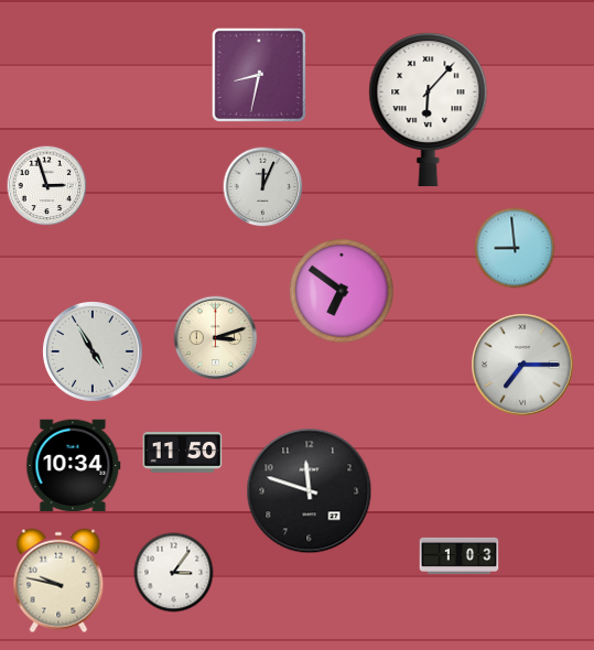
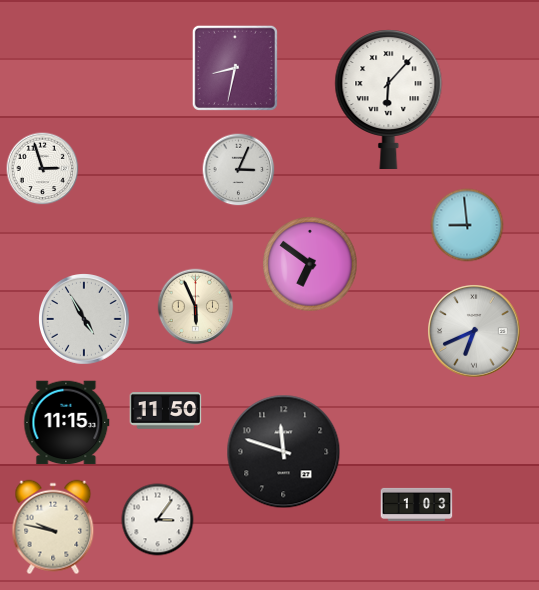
clock at (263, 187): 12:04 -> 3:04
clock at (216, 338): 3:12 -> 5:56
clock at (522, 365): 7:15 -> 6:41
clock at (74, 466): 10:34 -> 11:15
clock at (310, 491) position: (310, 491) -> (284, 452)
